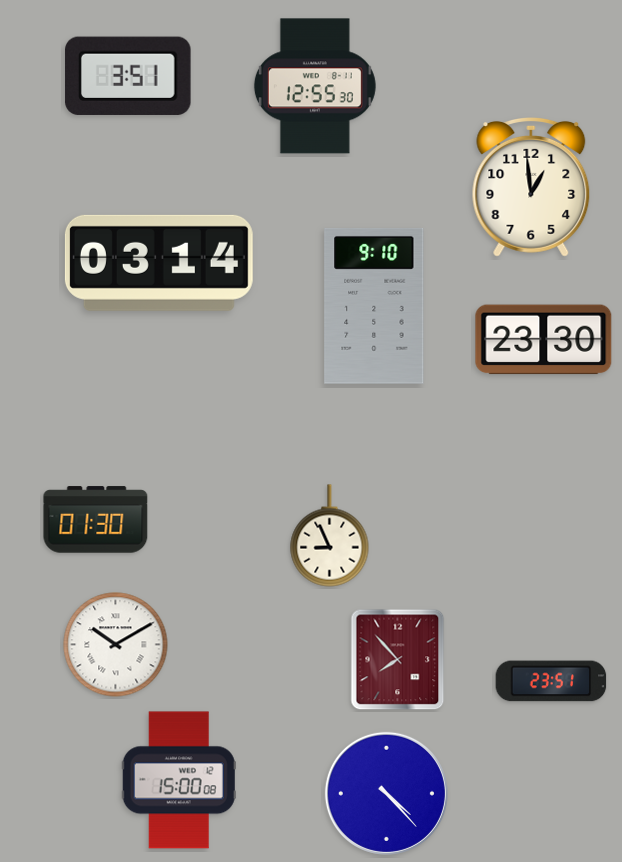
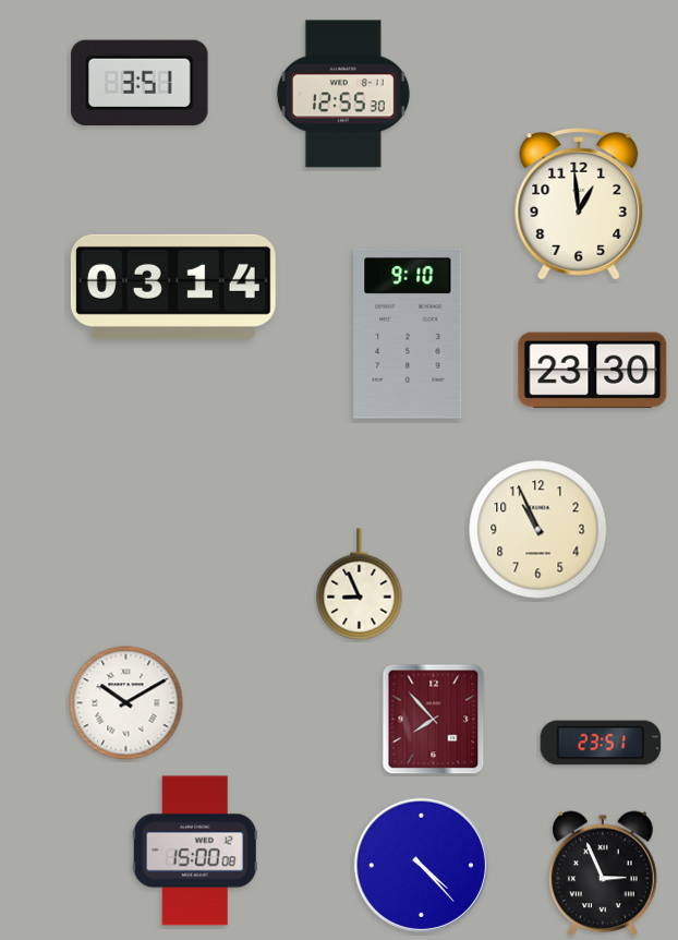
clock at (538, 530): none -> 10:56
clock at (96, 520): 01:30 -> none
clock at (604, 873): none -> 2:56
